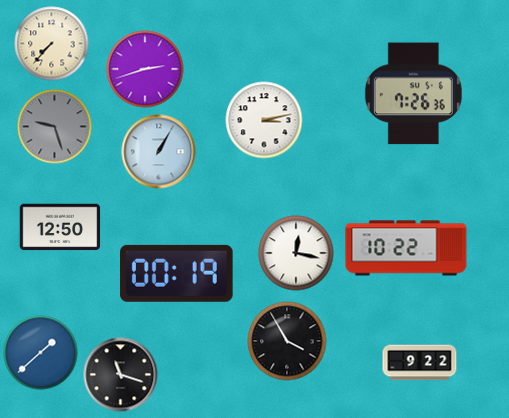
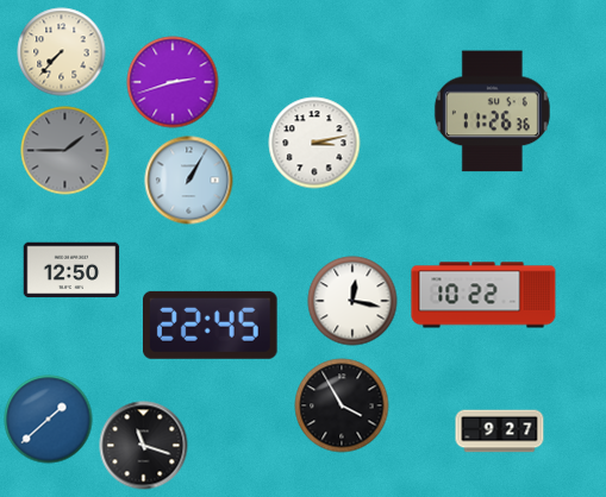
clock at (413, 94): 7:26 -> 11:26
clock at (55, 127): 9:27 -> 1:45
clock at (177, 273): 00:19 -> 22:45
clock at (420, 363): 9:22 -> 9:27
